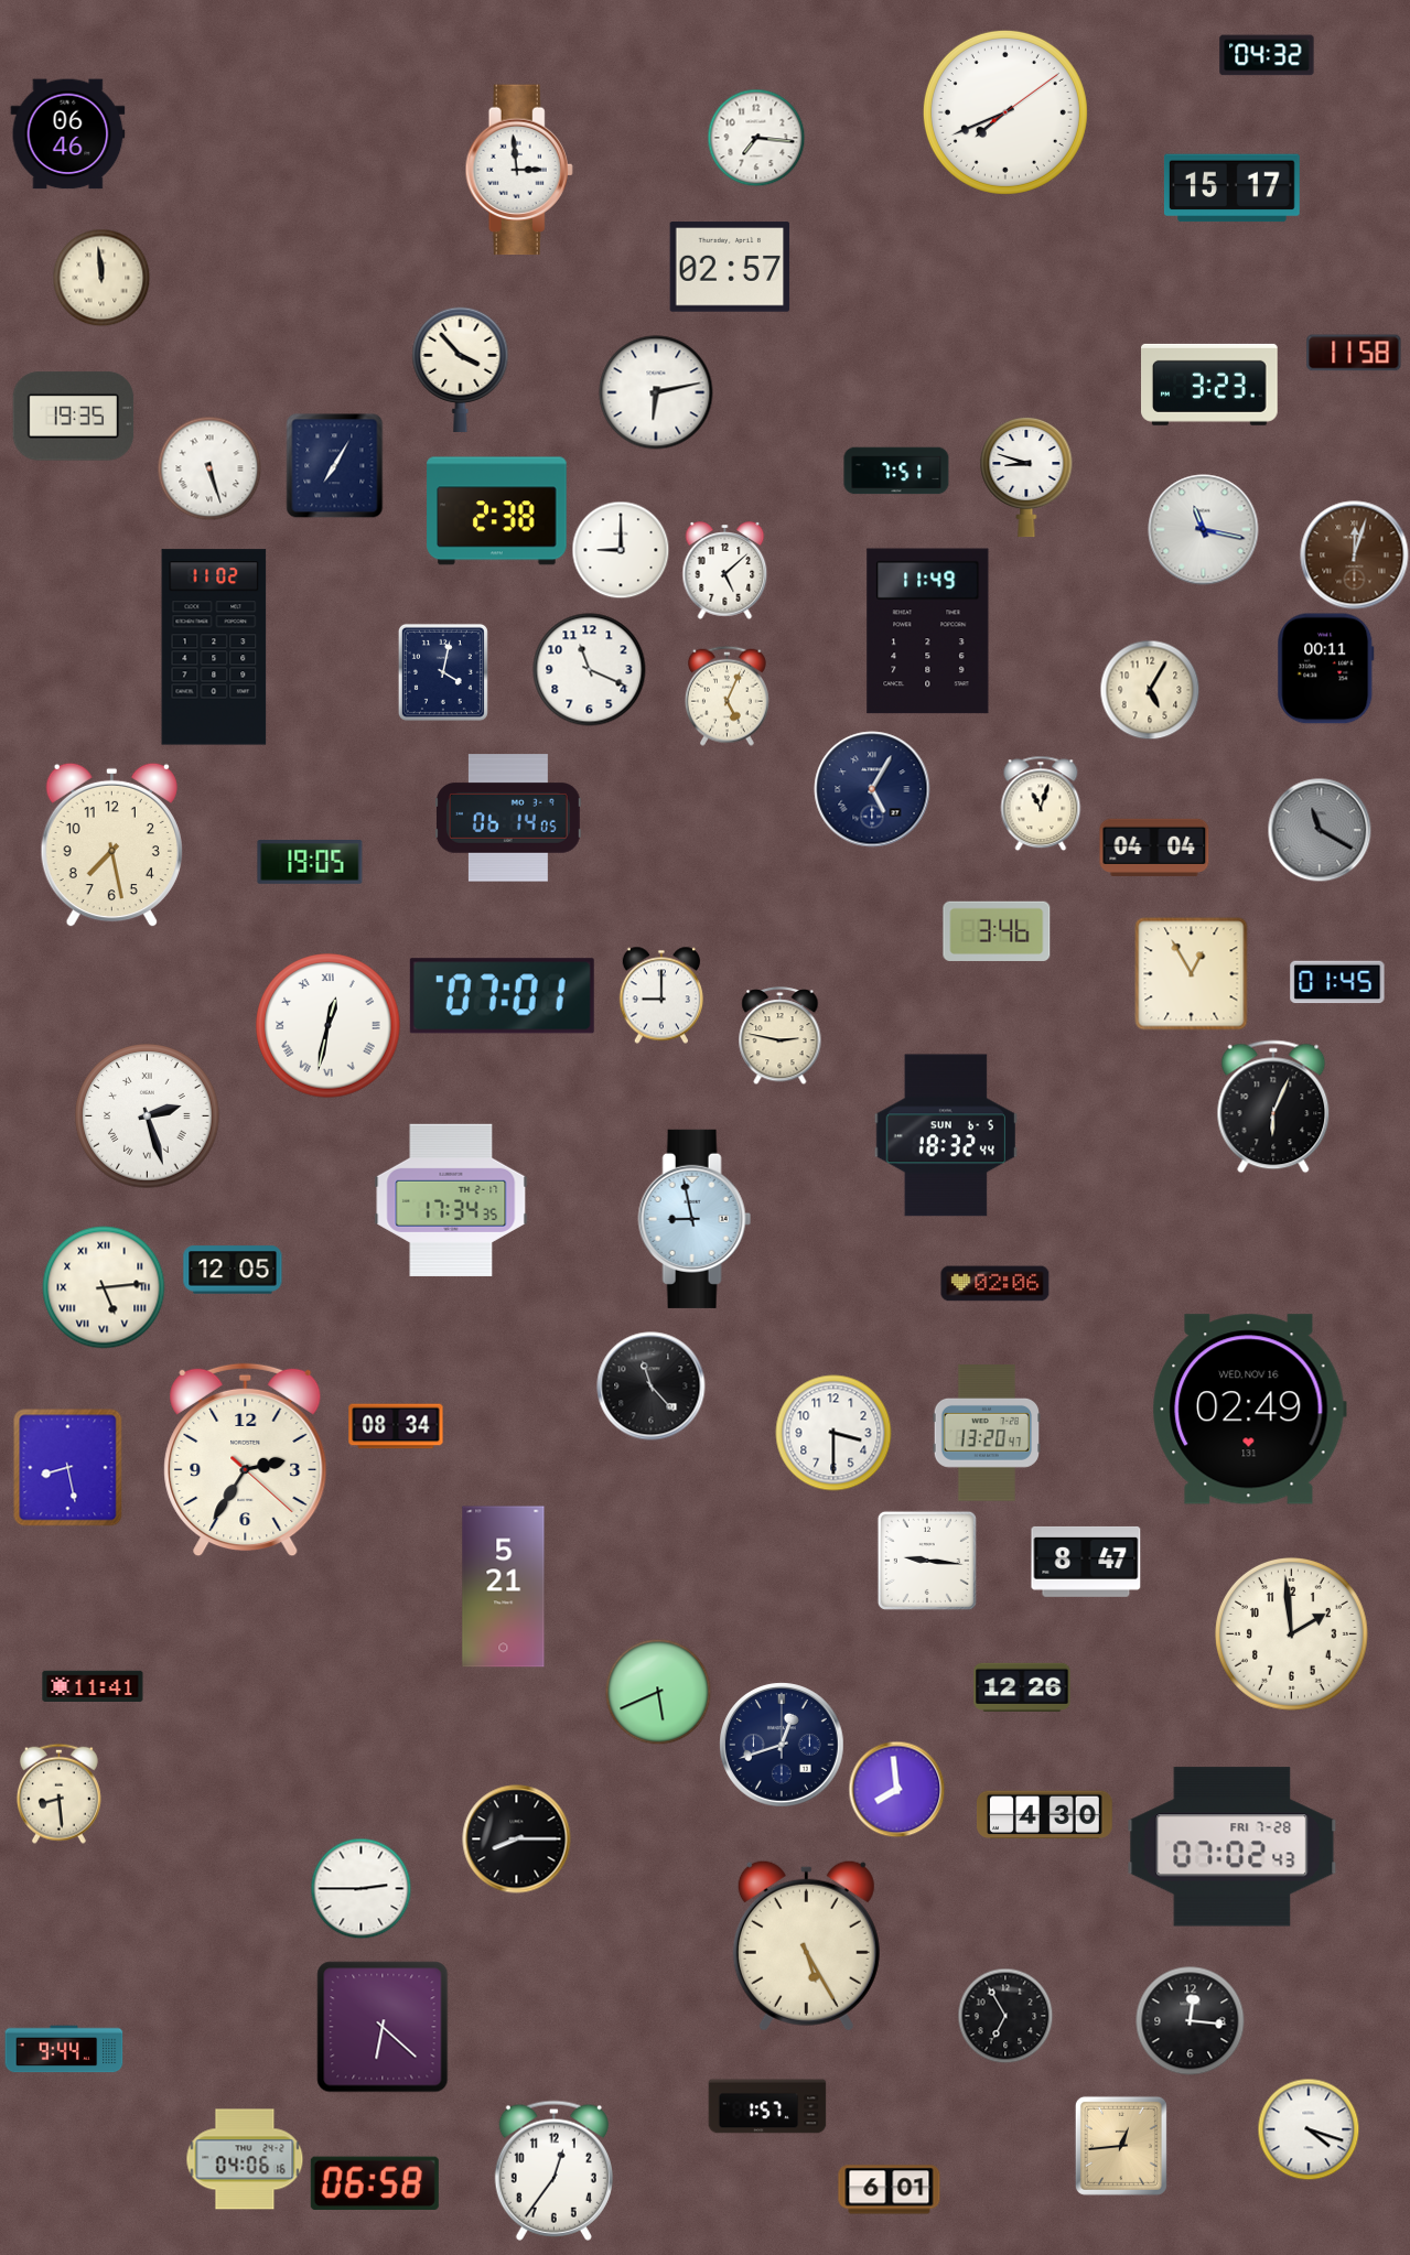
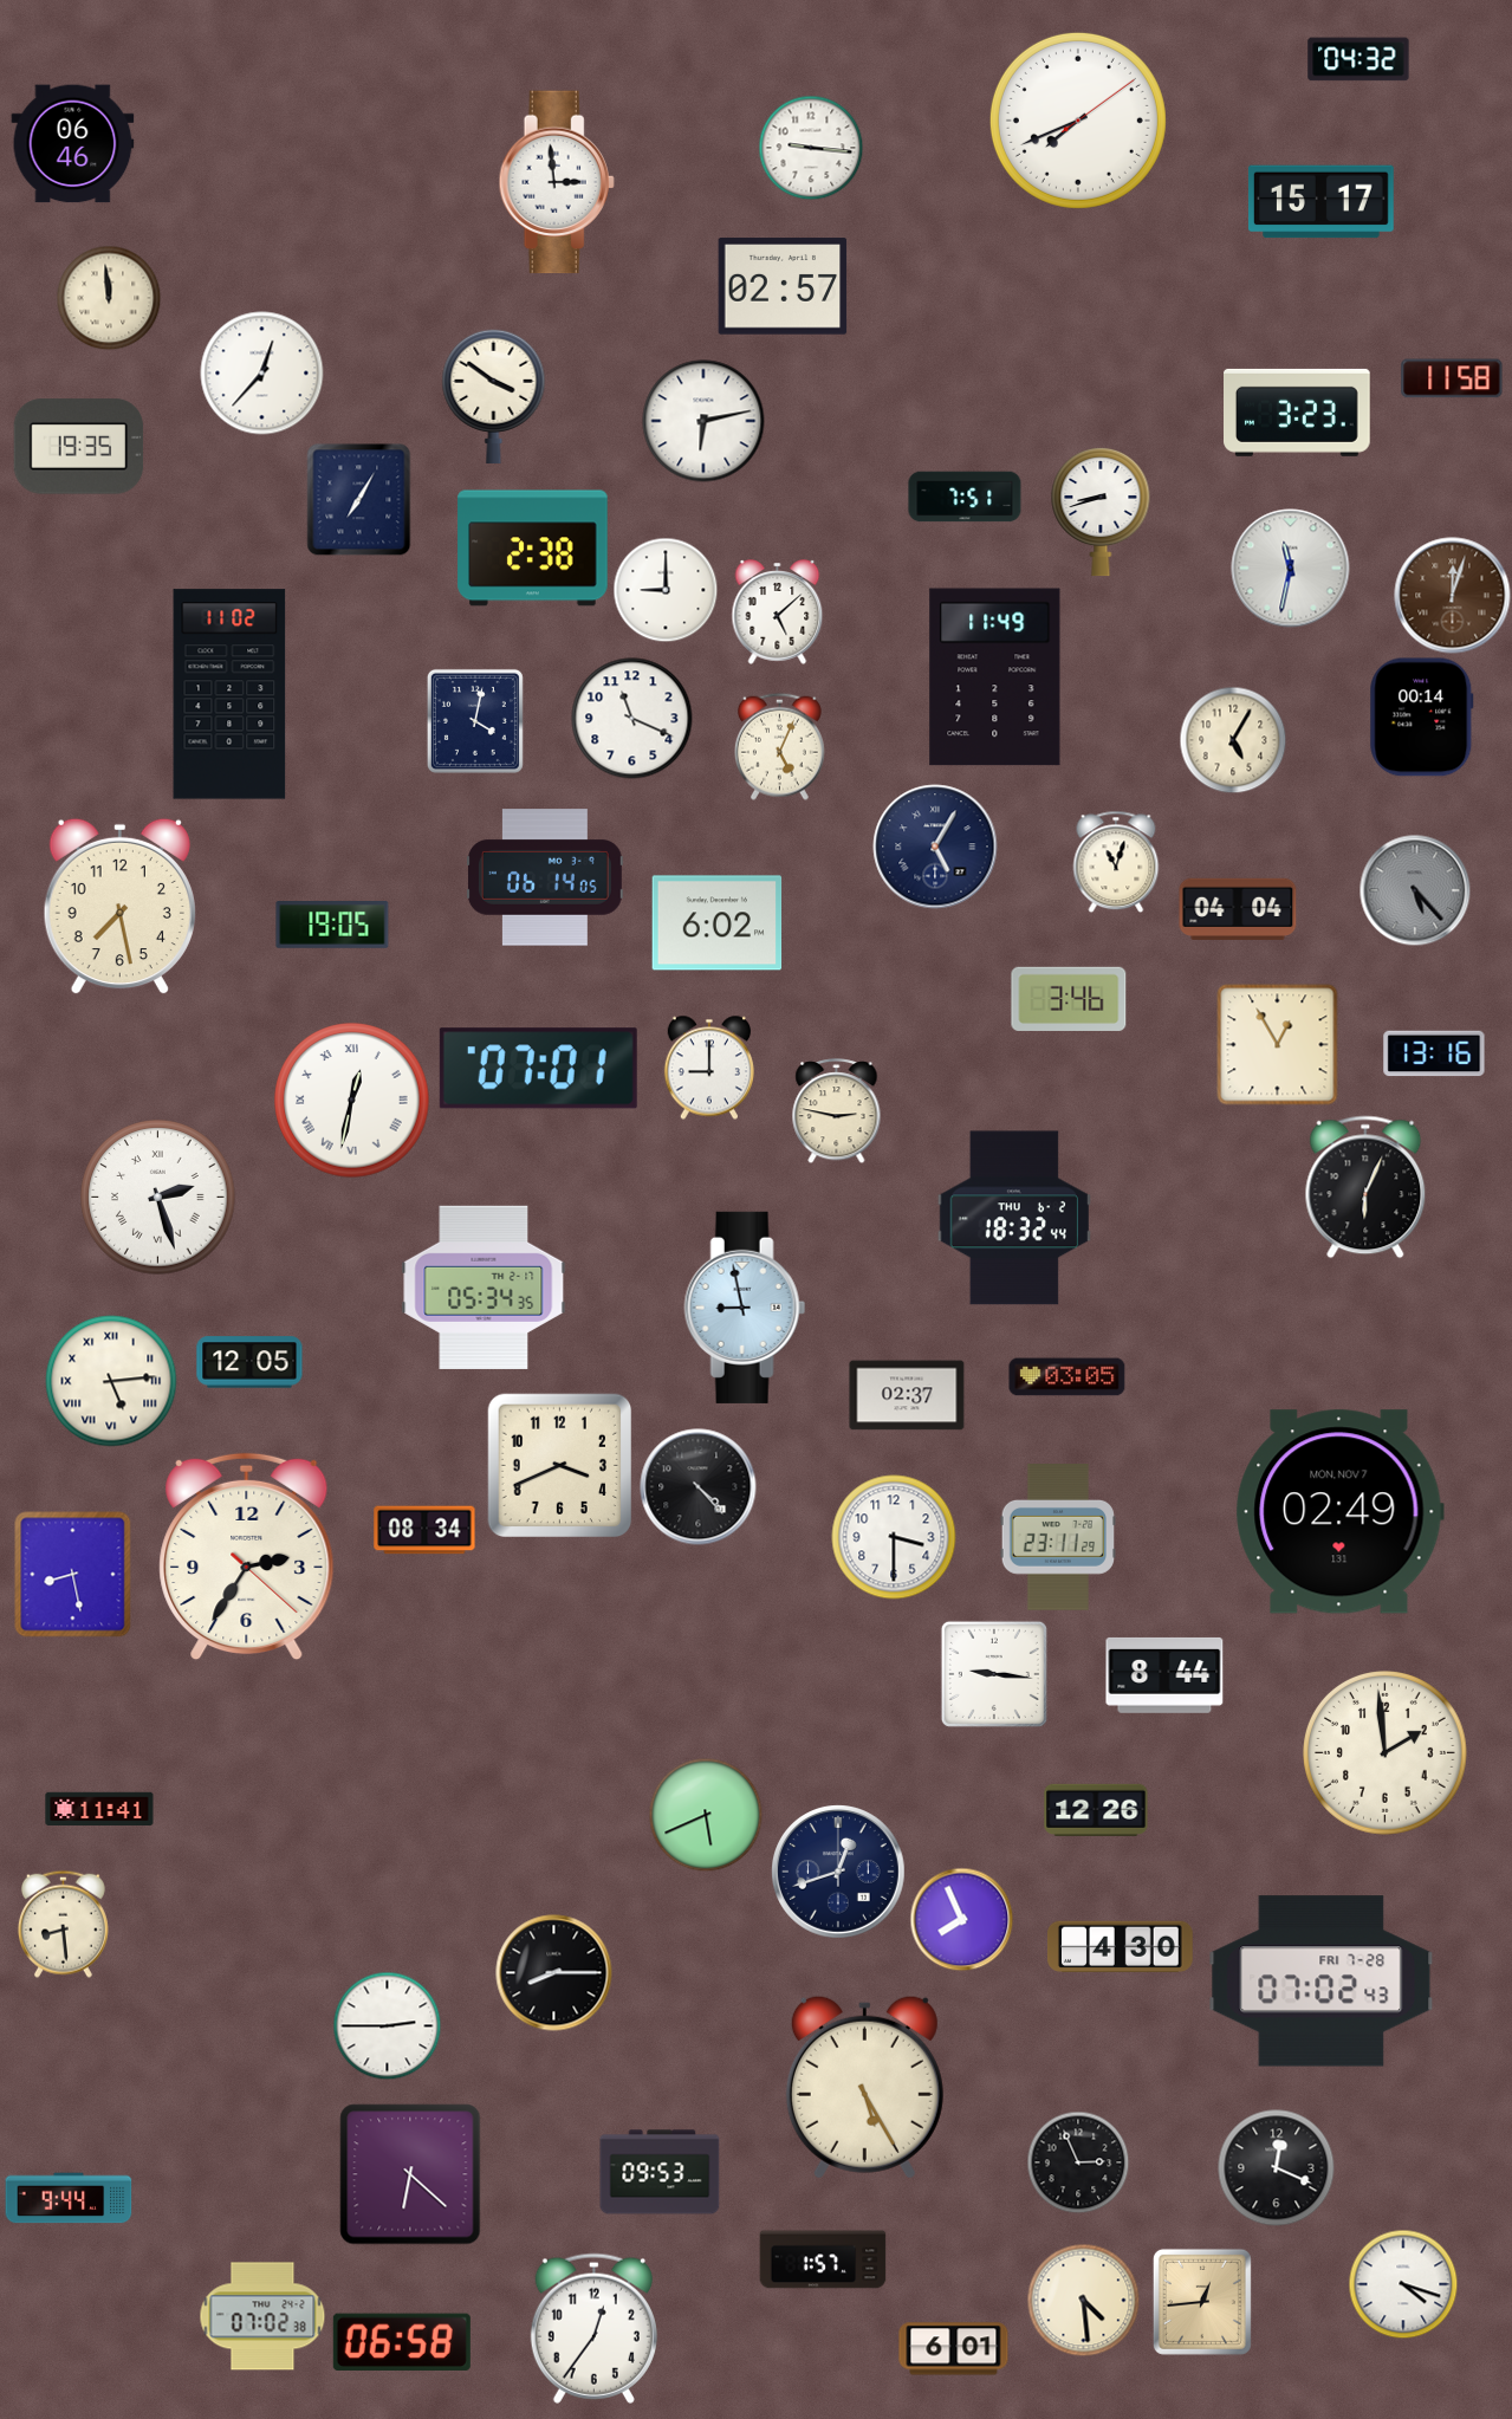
clock at (756, 138): 7:16 -> 9:16
clock at (262, 374): none -> 12:37
clock at (461, 369): 3:53 -> 3:51
clock at (209, 468): 5:27 -> none
clock at (896, 471) position: (896, 471) -> (965, 497)
clock at (1026, 477): 8:48 -> 8:42
clock at (1204, 530): 11:17 -> 11:32
clock at (1326, 669): 00:11 -> 00:14
clock at (1320, 830): 11:20 -> 5:23
clock at (718, 923): none -> 6:02
clock at (1337, 982): 01:45 -> 13:16
clock at (946, 1135) date: SUN 6-5 -> THU 6-2
clock at (451, 1200): 17:34 -> 05:34
clock at (995, 1284): 02:06 -> 03:05
clock at (907, 1395): none -> 02:37
clock at (560, 1466): none -> 3:41
clock at (652, 1387): 11:23 -> 4:23
clock at (1249, 1410) date: WED, NOV 16 -> MON, NOV 7
clock at (986, 1433): 13:20 -> 23:11
clock at (246, 1460) position: (246, 1460) -> (247, 1557)
clock at (1086, 1562): 8:47 -> 8:44
clock at (504, 1587): 5:21 -> none
clock at (896, 1789): 7:59 -> 7:56
clock at (1005, 2016): 6:55 -> 2:56
clock at (1191, 2021): 12:16 -> 12:19
clock at (660, 2172): none -> 09:53
clock at (1083, 2300): none -> 4:29
clock at (245, 2159): 04:06 -> 07:02
